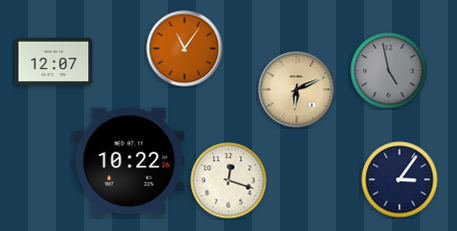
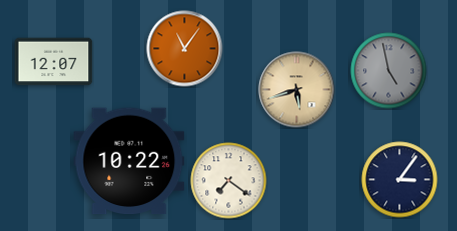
clock at (297, 90): 6:11 -> 5:42
clock at (229, 181): 12:18 -> 7:21
